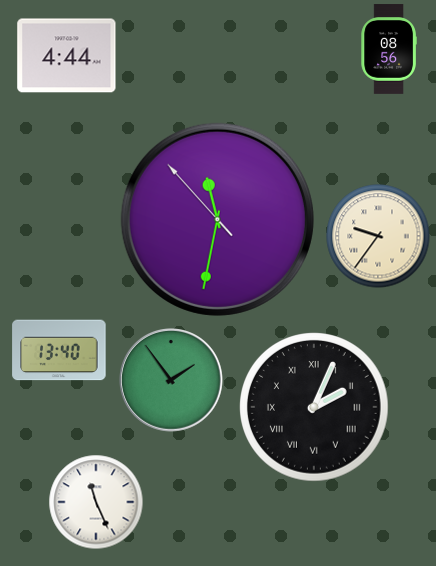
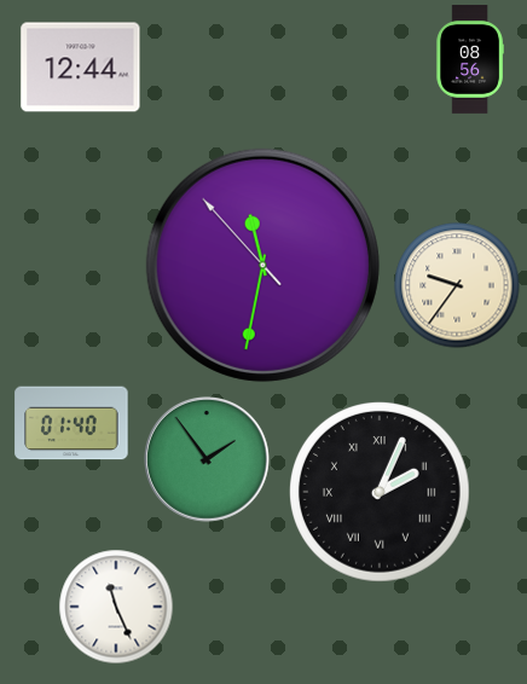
clock at (67, 56): 4:44 -> 12:44
clock at (59, 350): 13:40 -> 01:40
